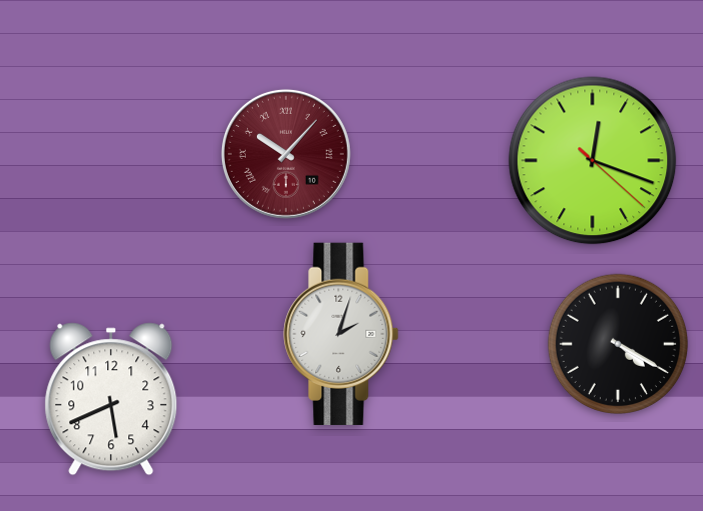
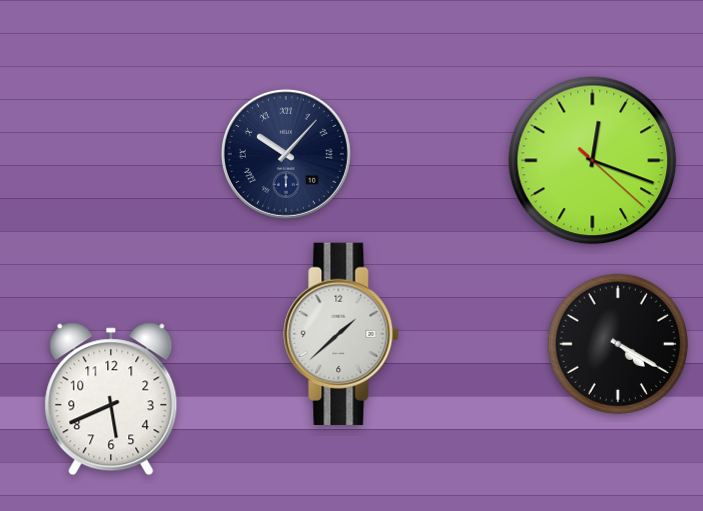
clock at (286, 154) dial: burgundy -> navy
clock at (341, 334): 2:03 -> 1:38
